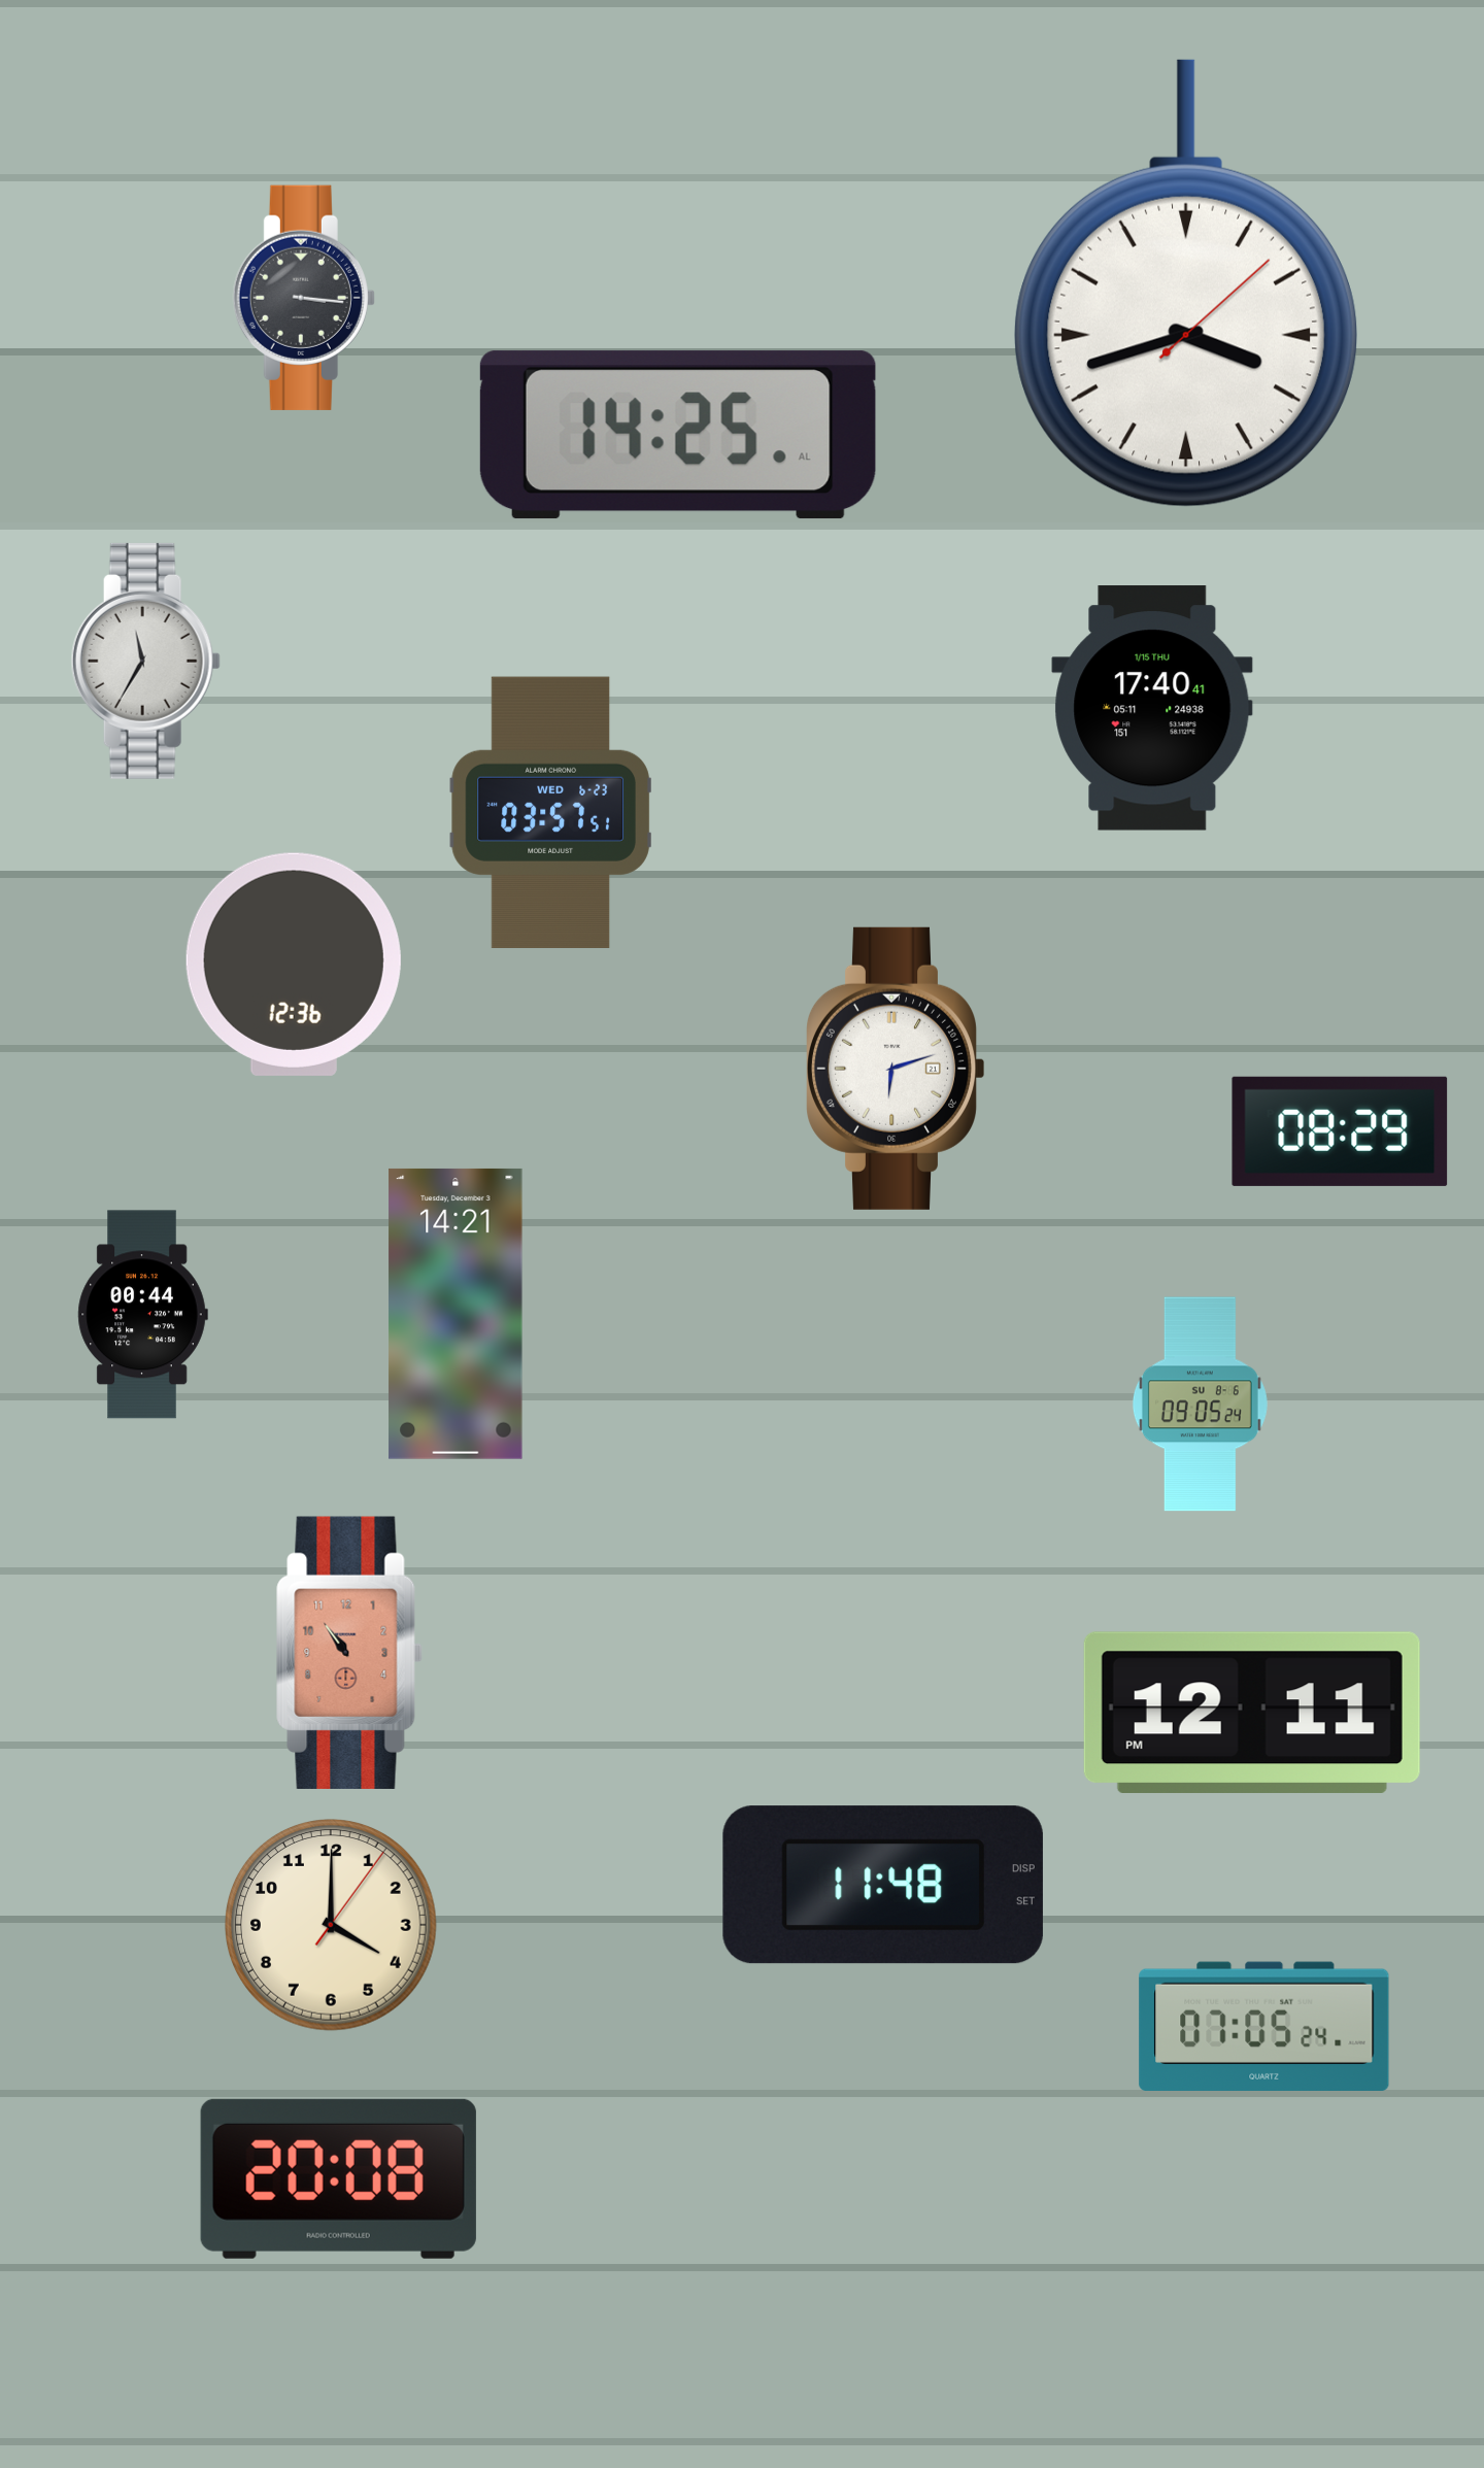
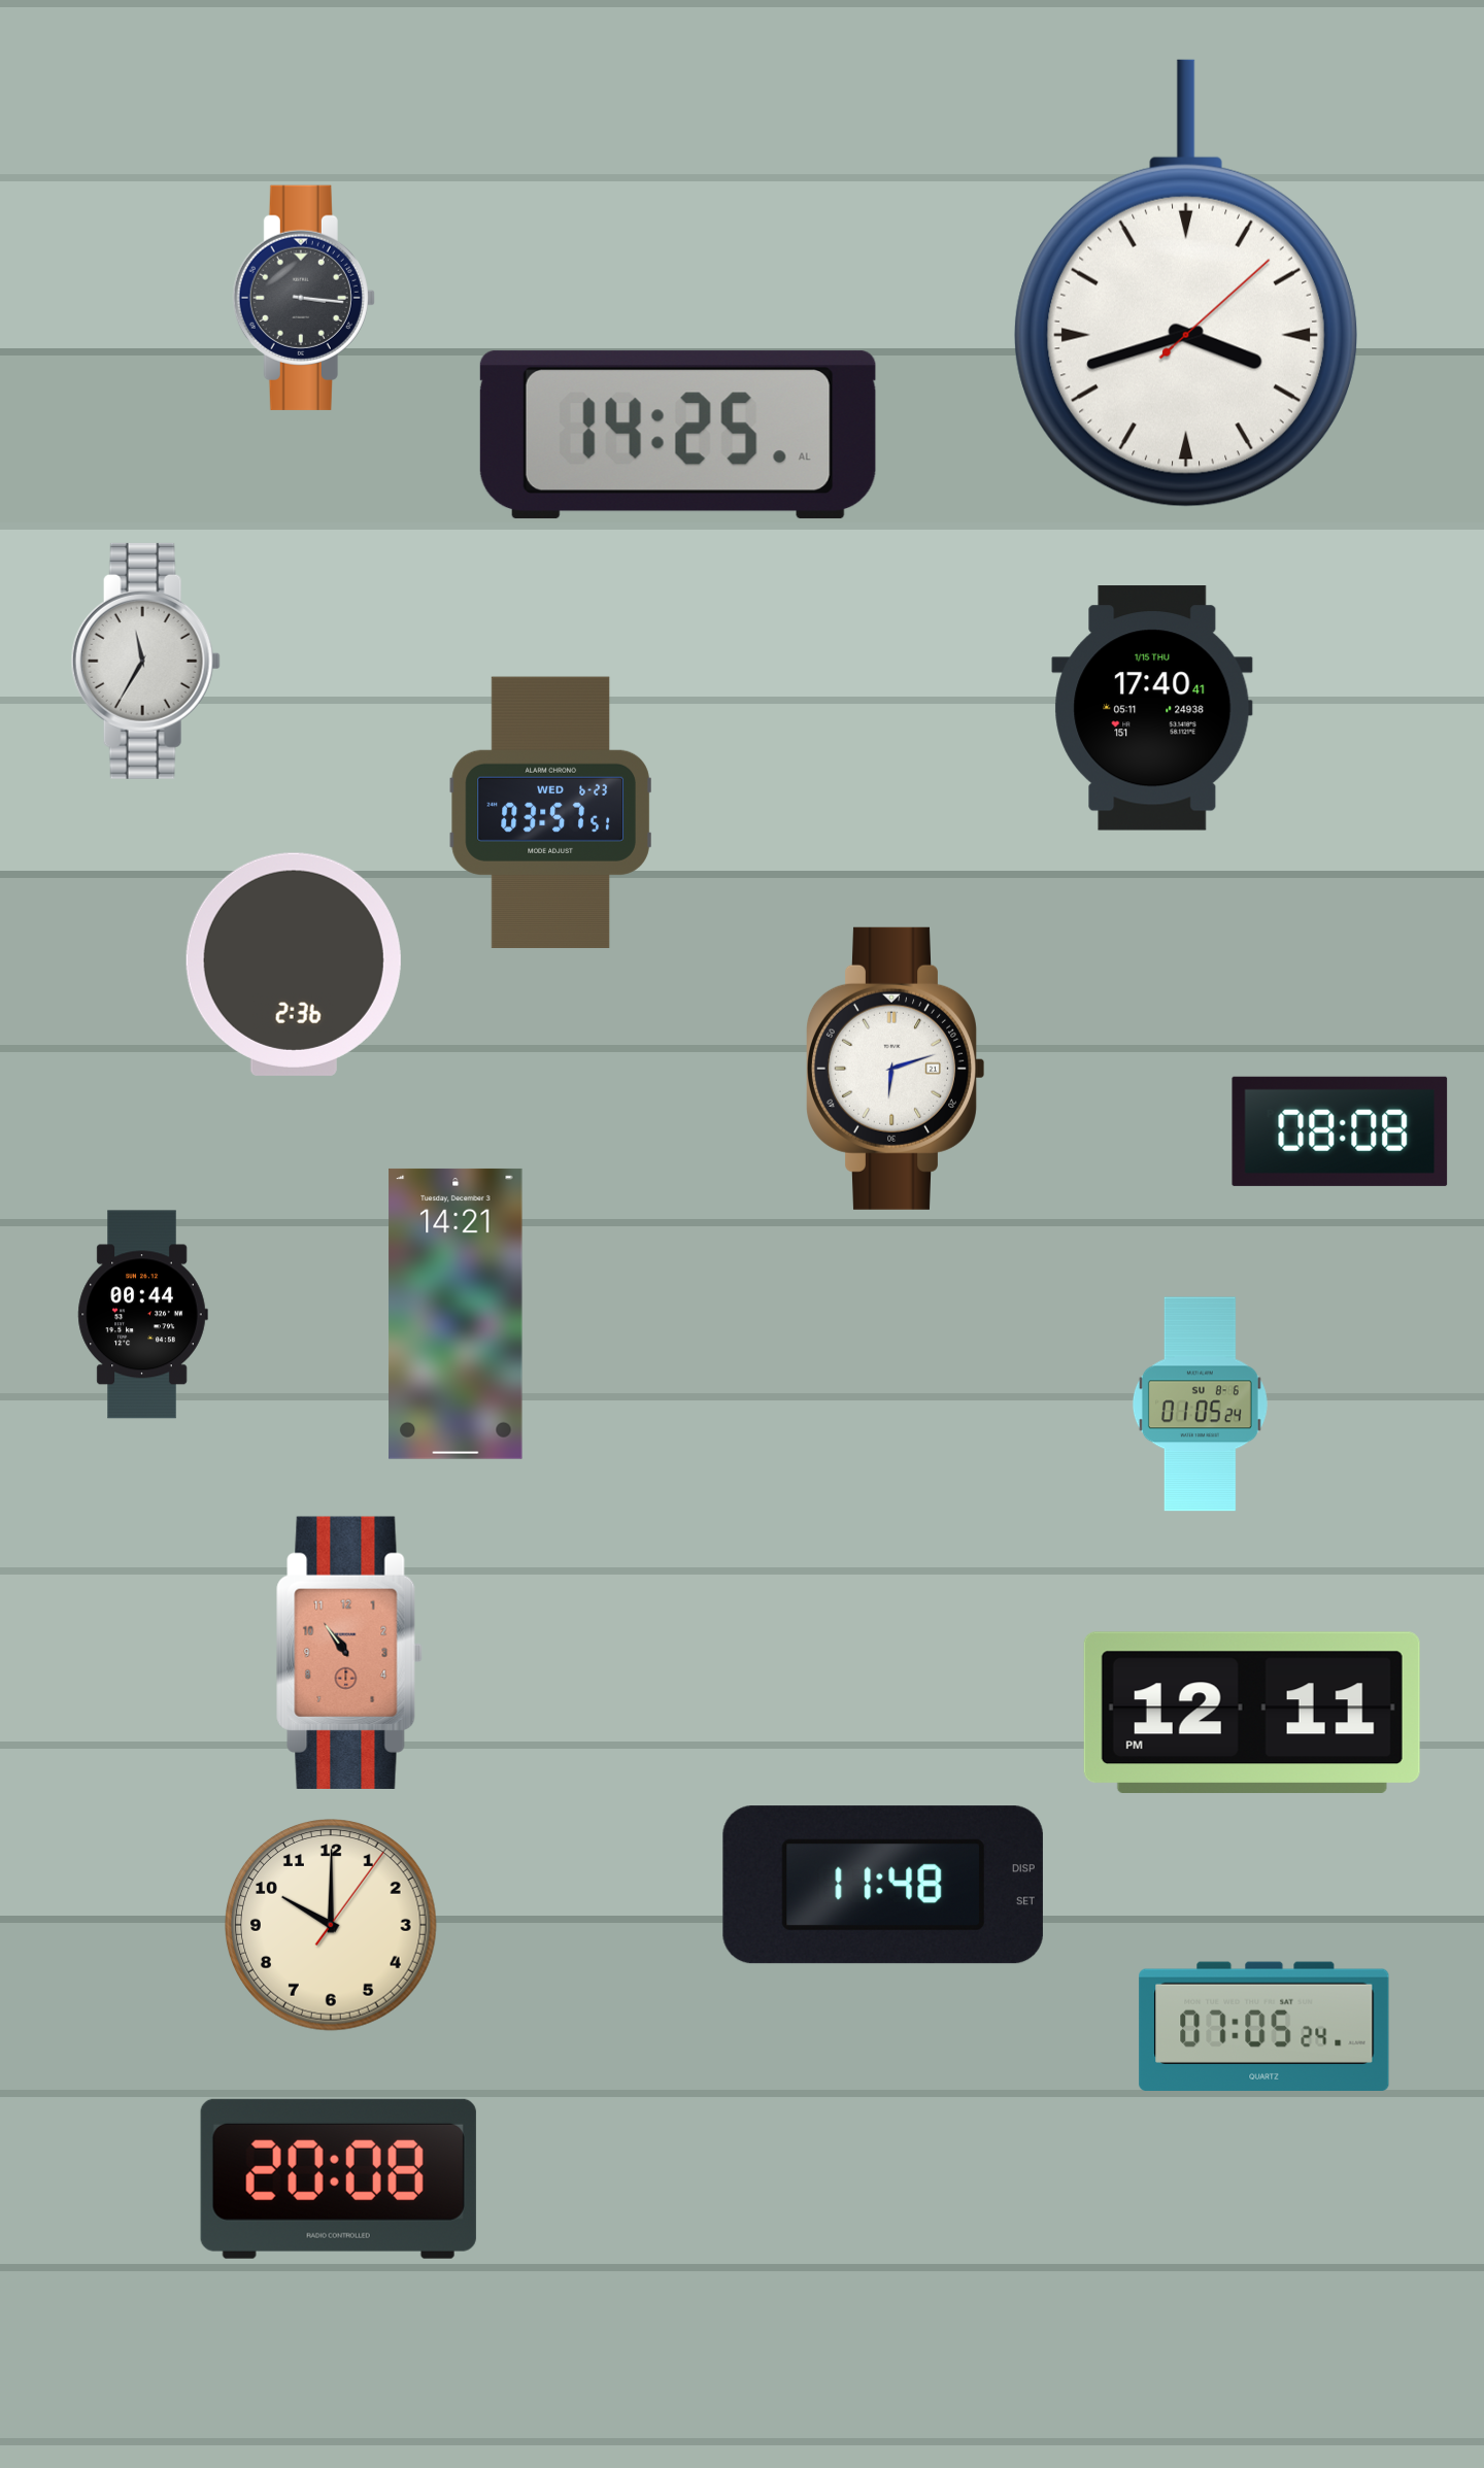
clock at (294, 965): 12:36 -> 2:36
clock at (1340, 1131): 08:29 -> 08:08
clock at (1200, 1405): 09:05 -> 01:05
clock at (332, 1926): 4:00 -> 10:00
